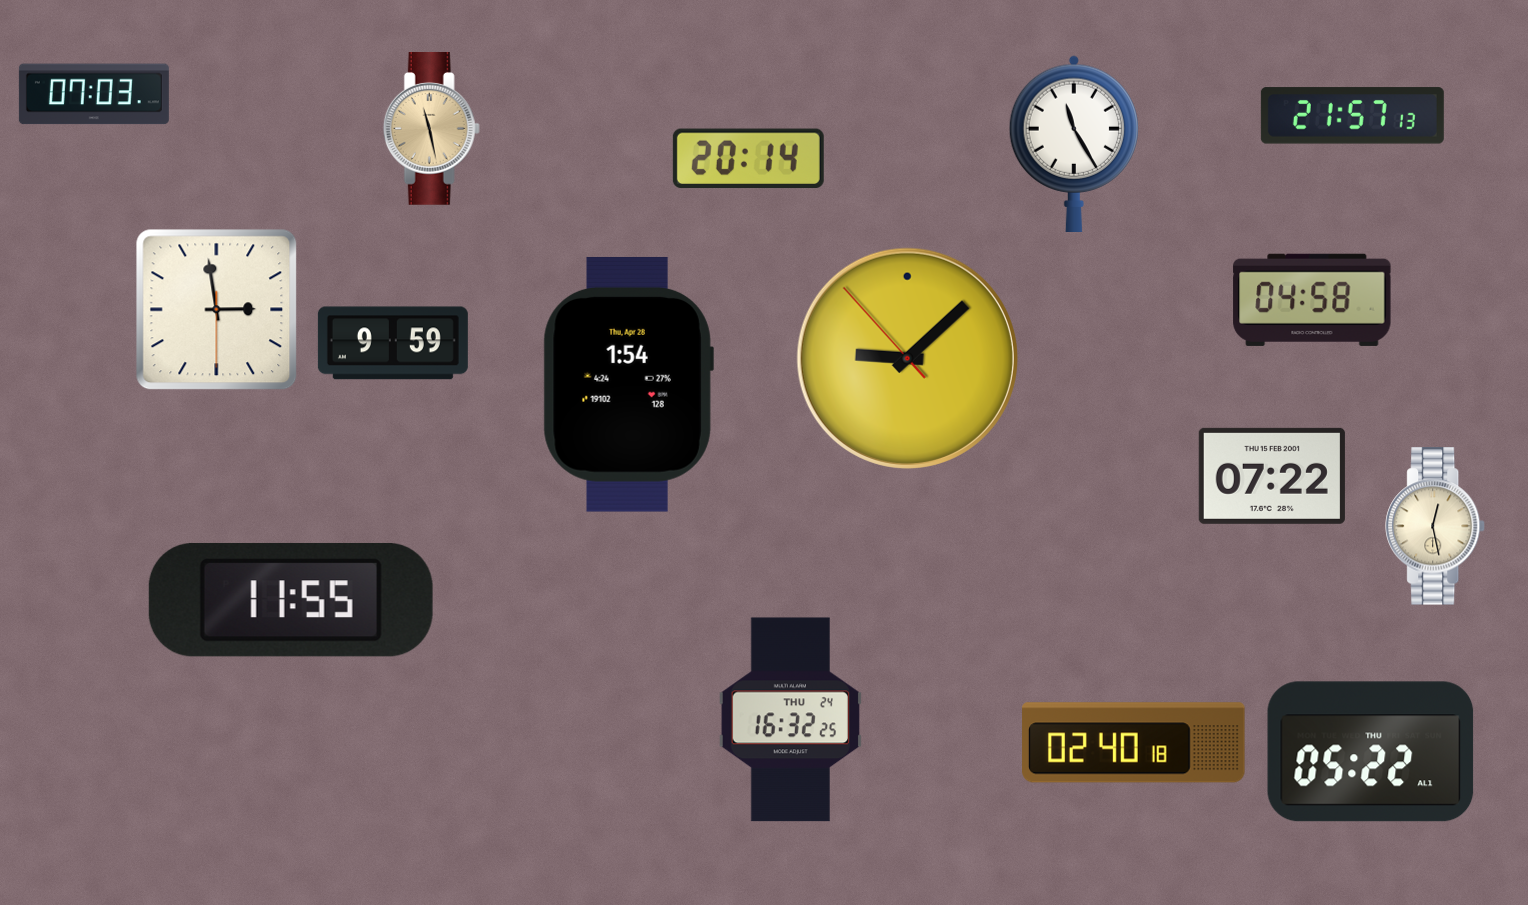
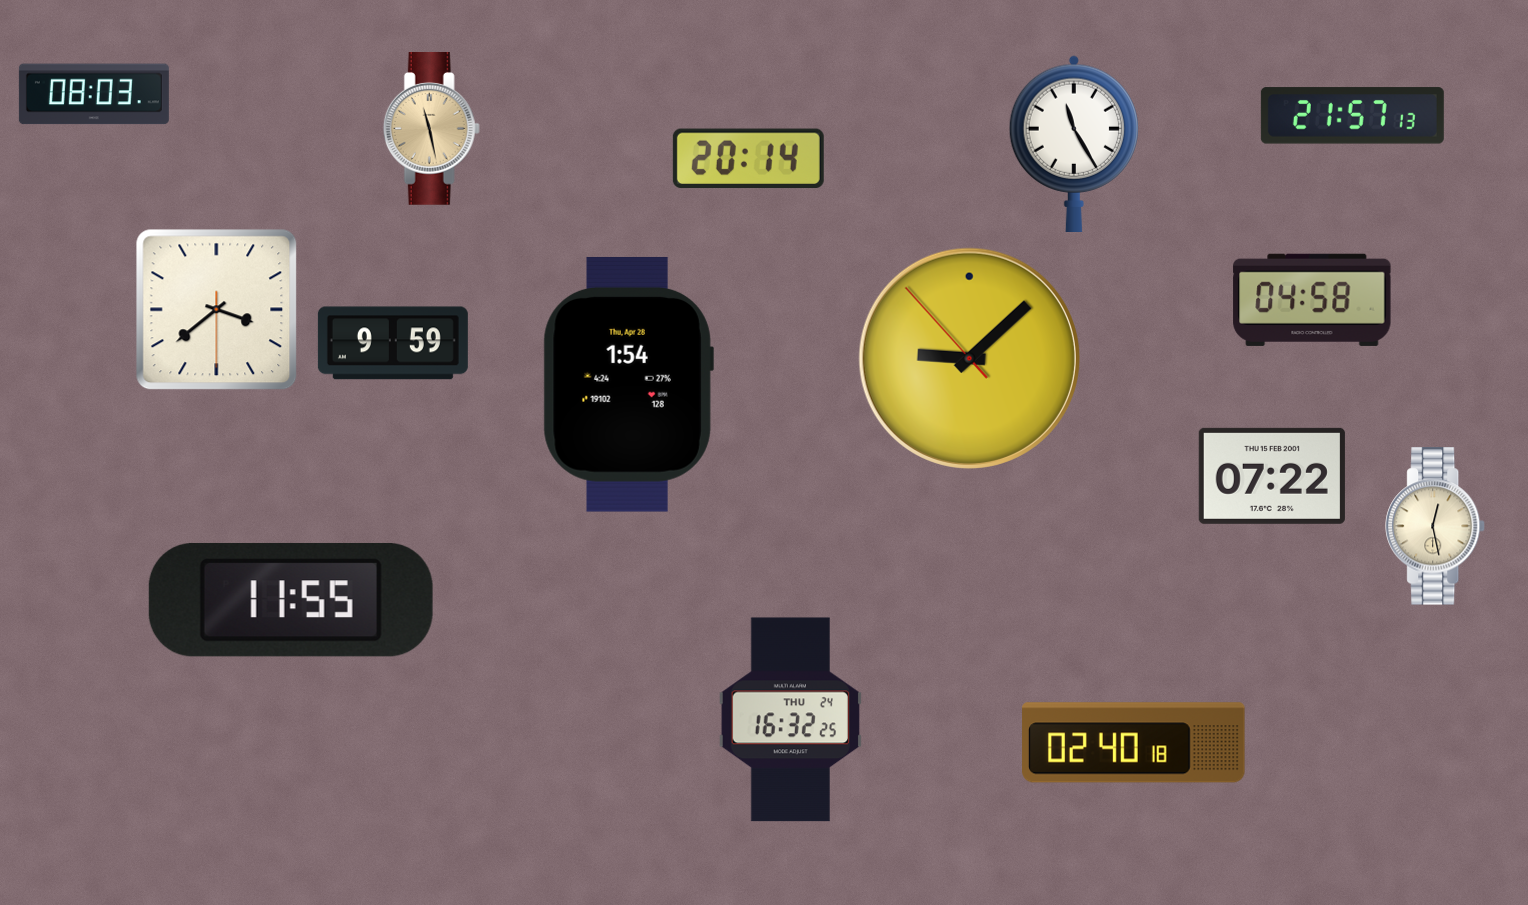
clock at (94, 94): 07:03 -> 08:03
clock at (217, 310): 2:58 -> 3:38
clock at (907, 358) position: (907, 358) -> (969, 358)
clock at (1371, 752): 05:22 -> none
